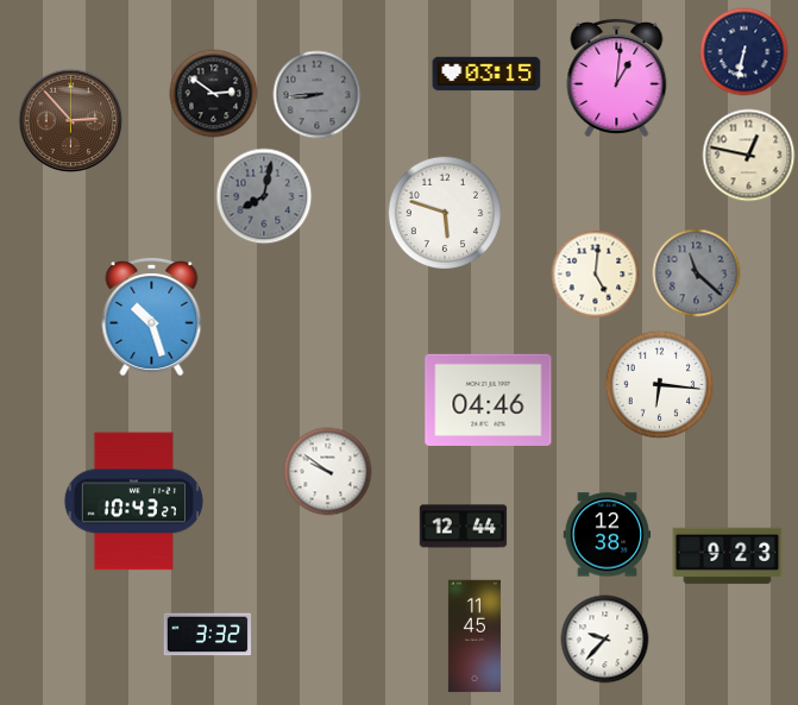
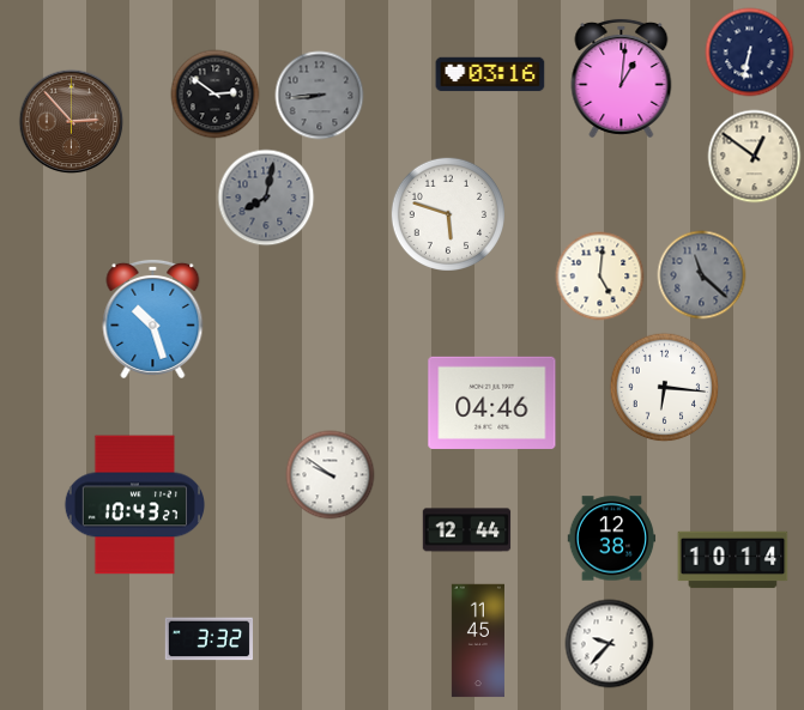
clock at (486, 74): 03:15 -> 03:16
clock at (749, 156): 12:47 -> 12:51
clock at (728, 556): 9:23 -> 10:14
